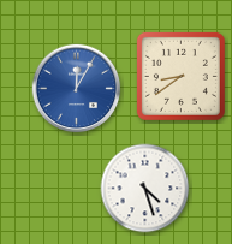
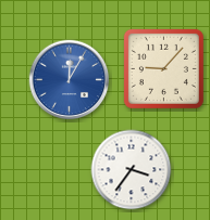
clock at (180, 76): 8:39 -> 9:07
clock at (145, 189): 4:27 -> 3:36
